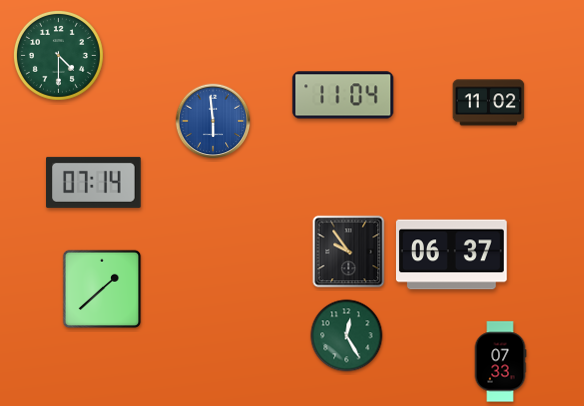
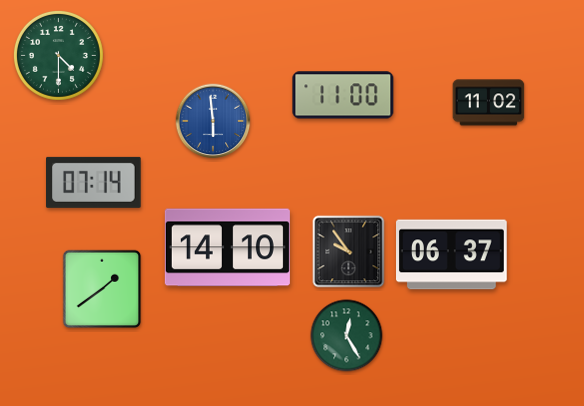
clock at (343, 95): 11:04 -> 11:00
clock at (227, 248): none -> 14:10
clock at (102, 289): 1:38 -> 1:39
clock at (500, 362): 07:33 -> none
